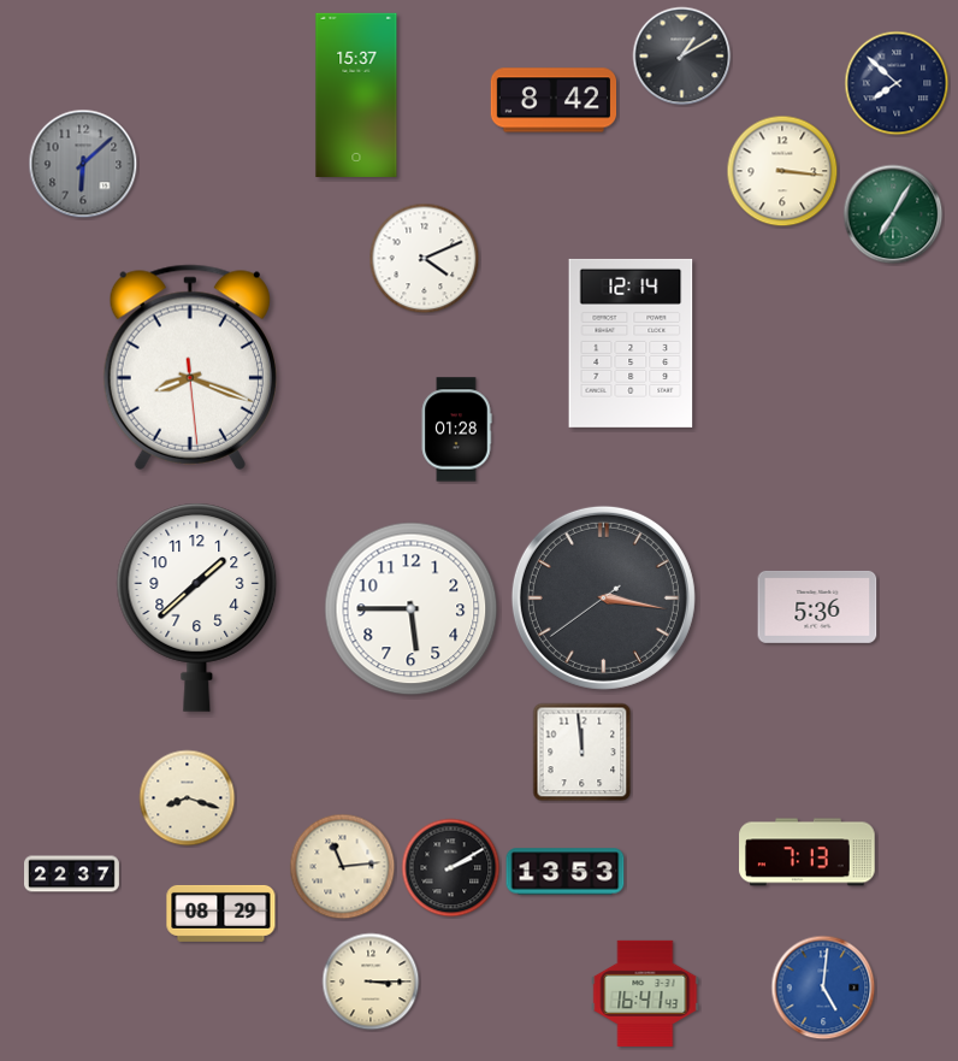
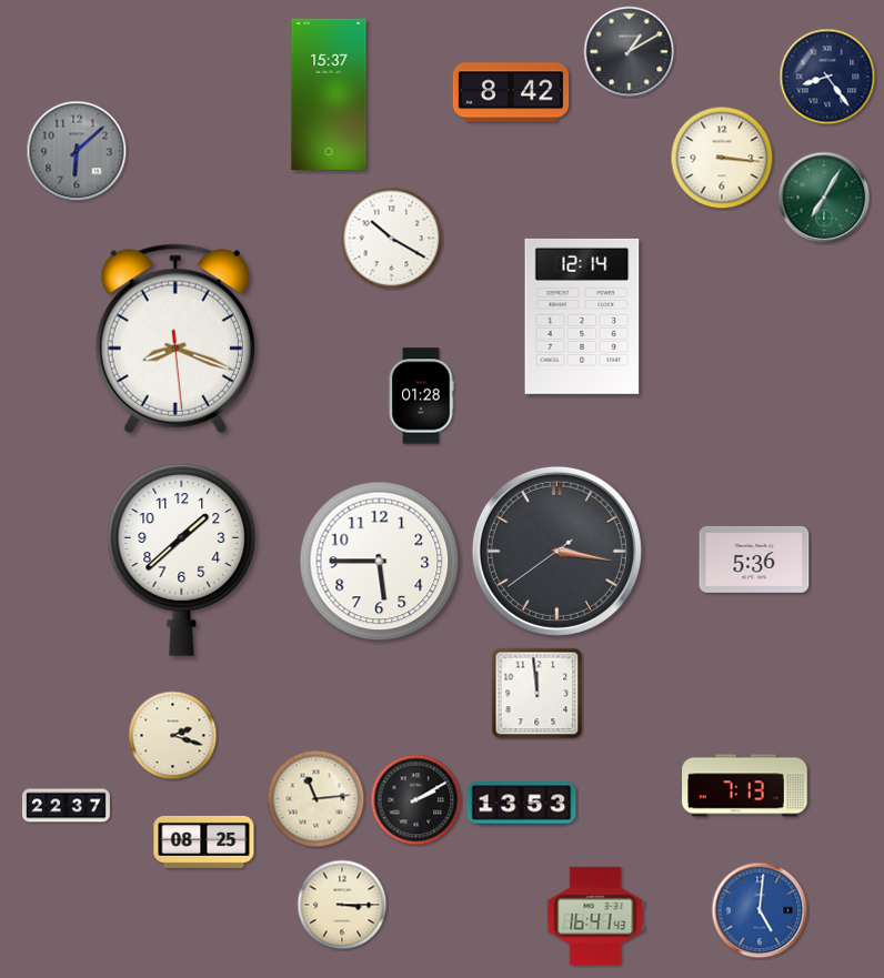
clock at (897, 83): 7:52 -> 8:24
clock at (356, 95) position: (356, 95) -> (329, 94)
clock at (425, 259): 4:11 -> 10:20
clock at (188, 798): 8:18 -> 2:18
clock at (221, 913): 08:29 -> 08:25
